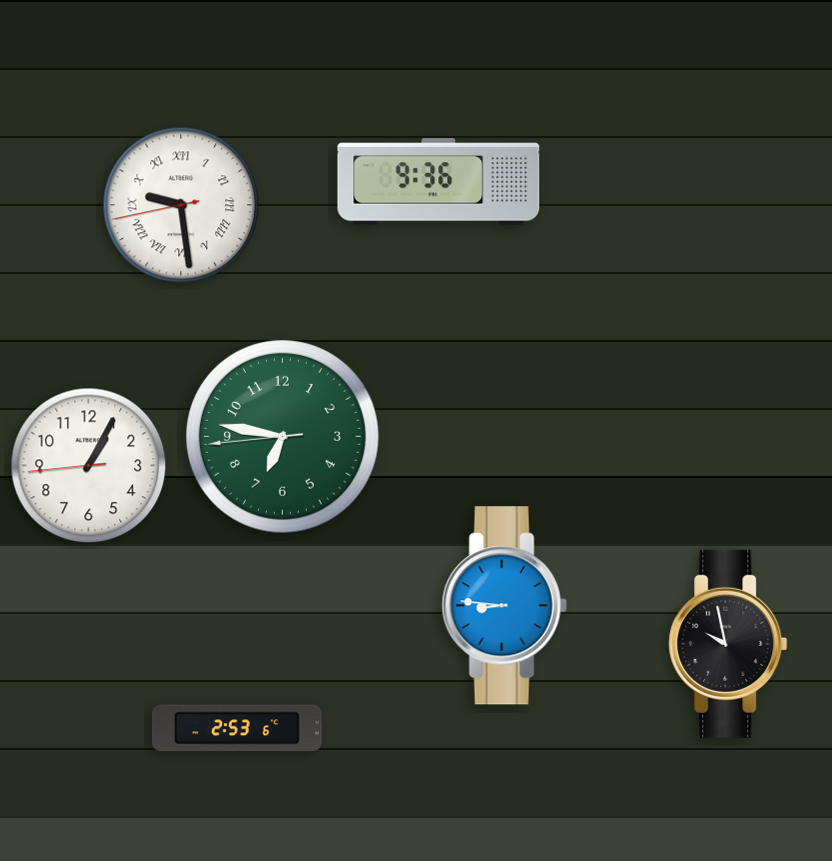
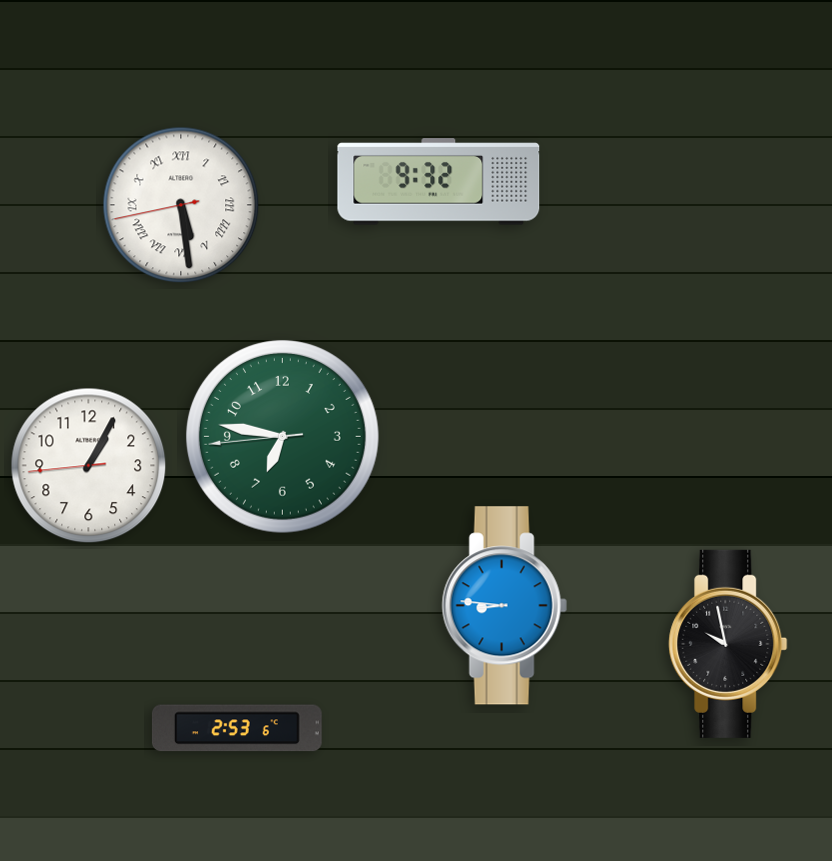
clock at (439, 182): 9:36 -> 9:32
clock at (181, 205): 9:28 -> 5:28
